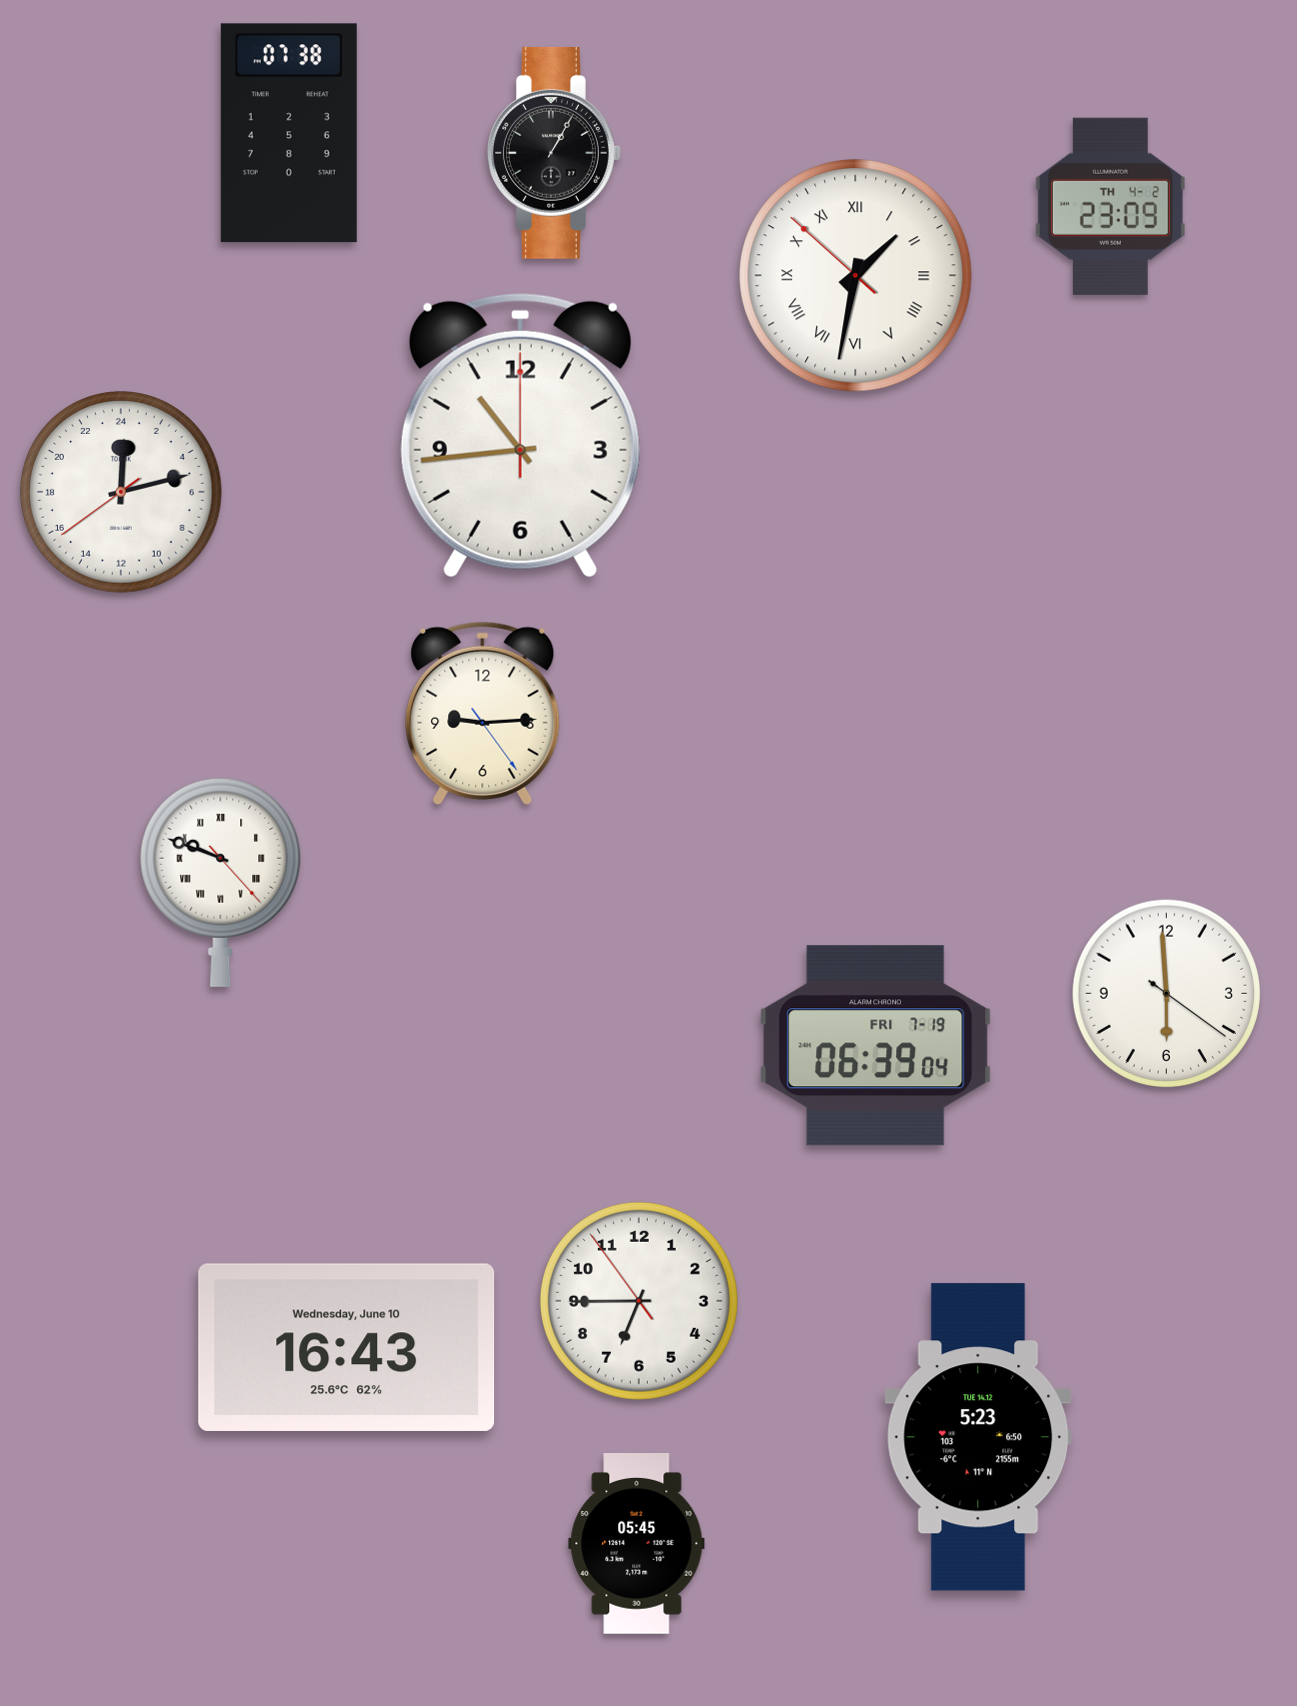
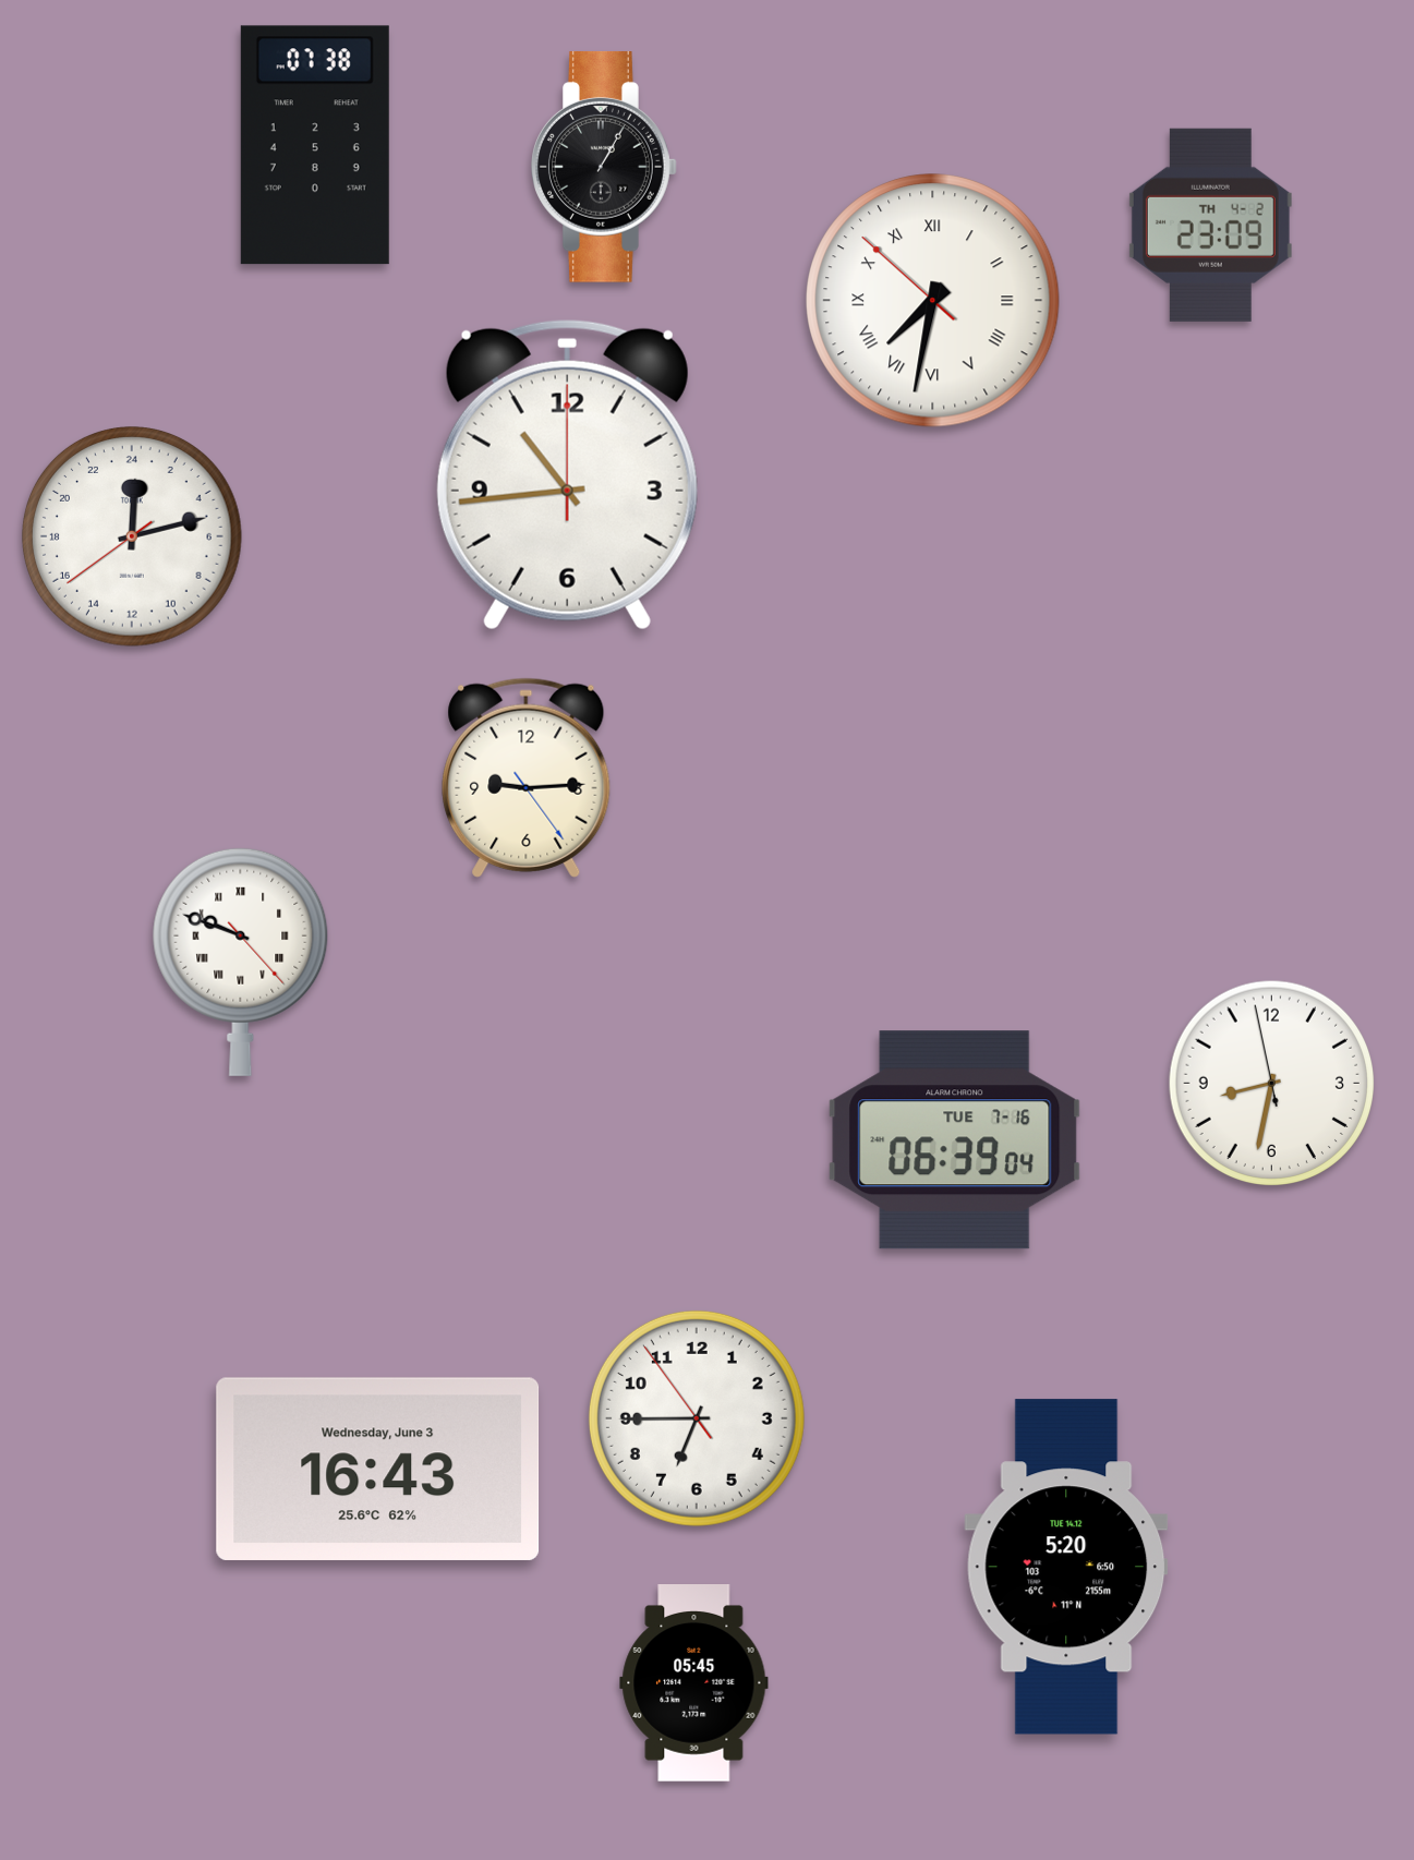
clock at (856, 276): 1:31 -> 7:31
clock at (1167, 994): 5:59 -> 8:31
clock at (876, 1046) date: FRI 7-19 -> TUE 7-16
clock at (347, 1347) date: Wednesday, June 10 -> Wednesday, June 3
clock at (978, 1437): 5:23 -> 5:20
